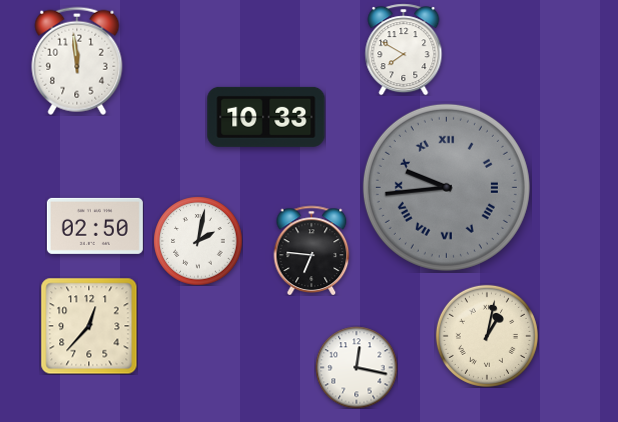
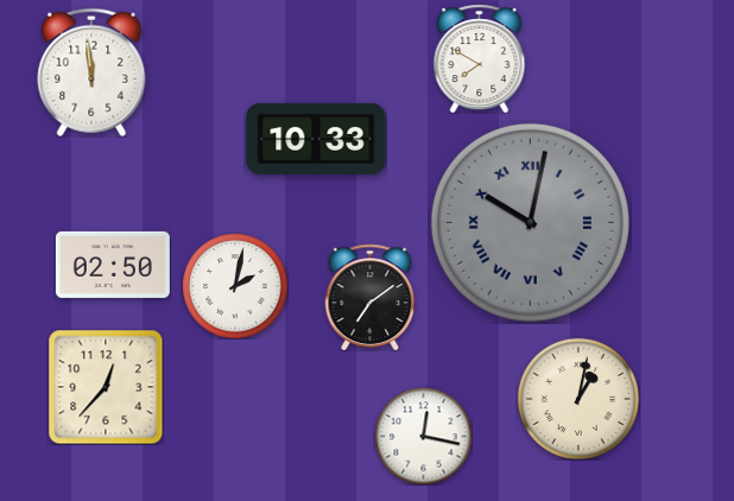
clock at (446, 187): 9:44 -> 10:02
clock at (95, 226) position: (95, 226) -> (113, 265)
clock at (312, 250): 6:46 -> 7:09
